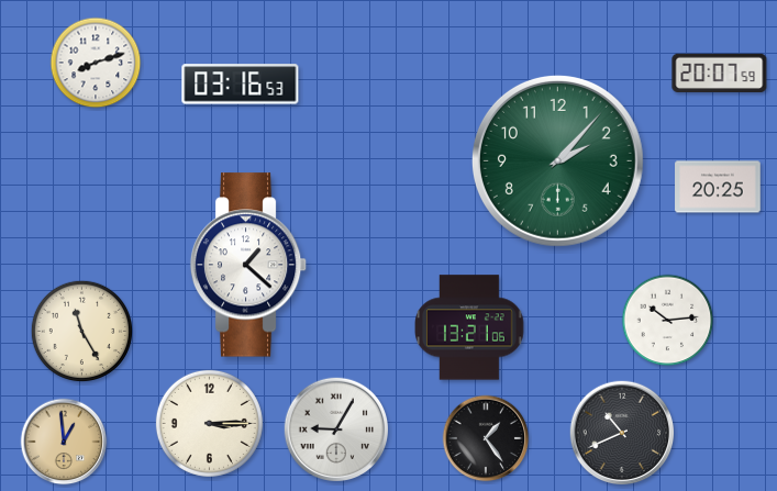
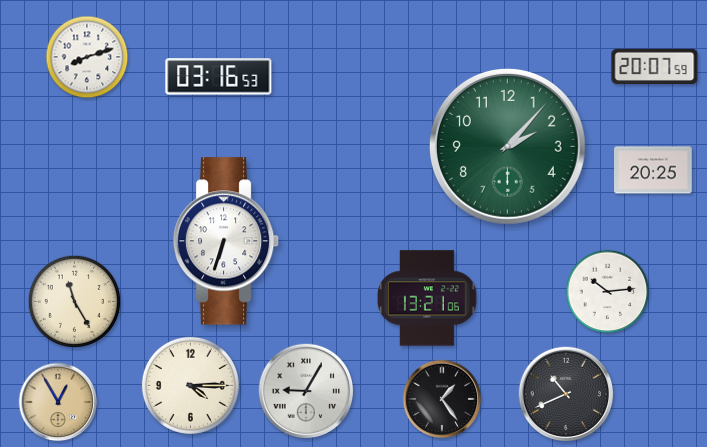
clock at (248, 265): 1:22 -> 6:33
clock at (209, 423): 3:15 -> 4:15
clock at (64, 442): 12:59 -> 12:55
